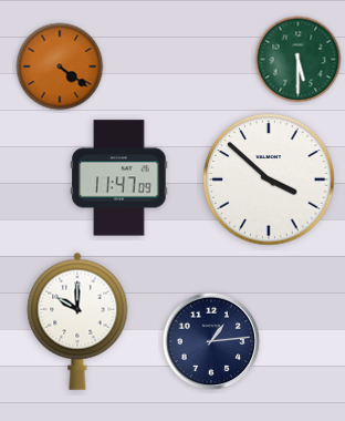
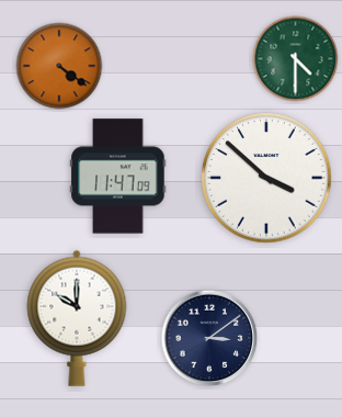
clock at (299, 60): 5:30 -> 4:30
clock at (211, 341): 1:14 -> 3:09
